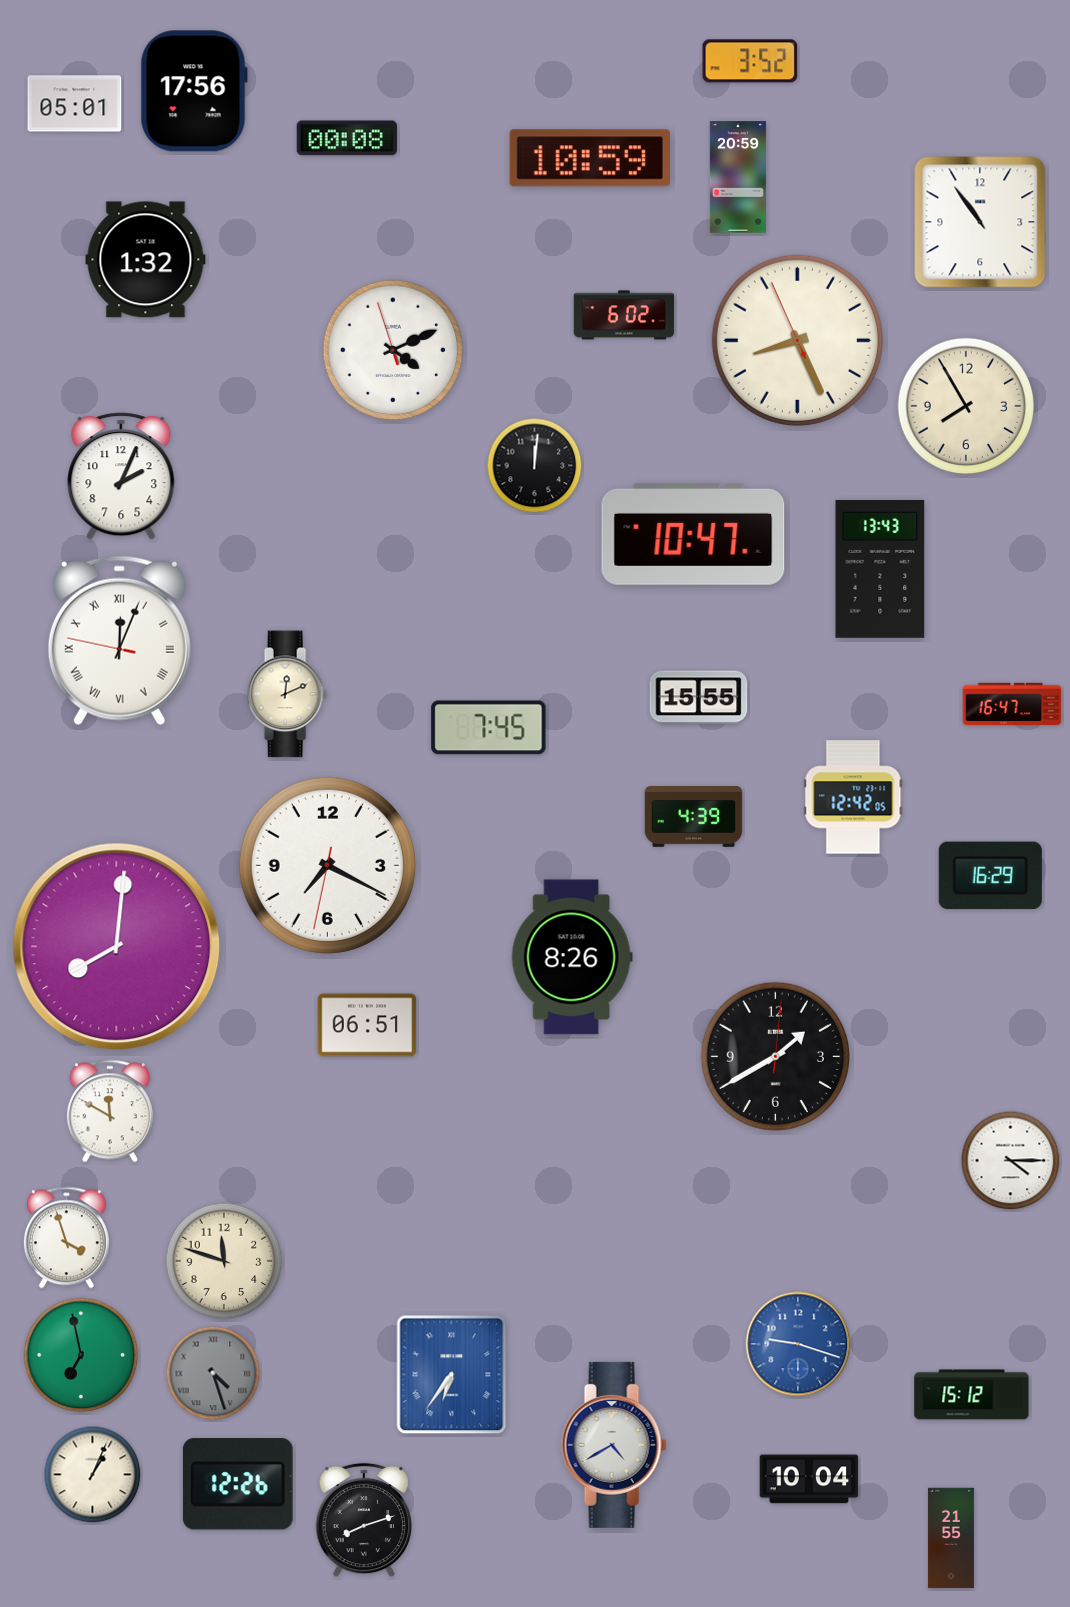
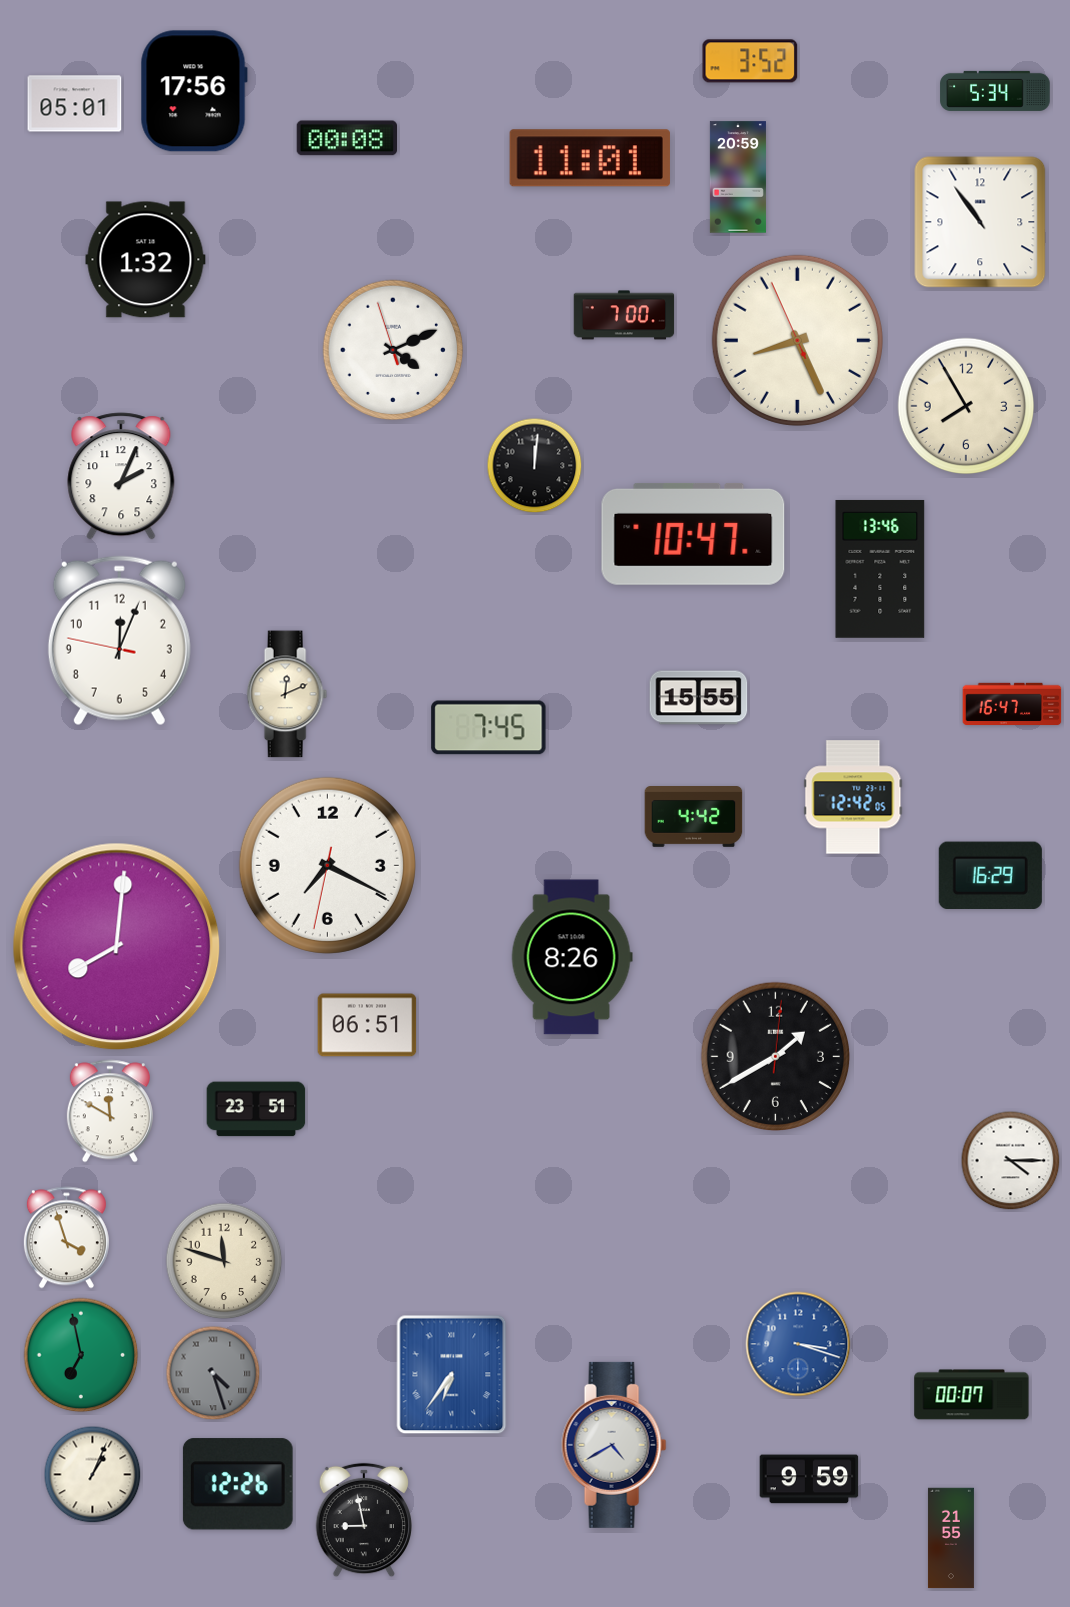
clock at (995, 91): none -> 5:34
clock at (590, 158): 10:59 -> 11:01
clock at (624, 315): 6:02 -> 7:00
clock at (880, 569): 13:43 -> 13:46
clock at (119, 641) numerals: Roman -> Arabic
clock at (694, 817): 4:39 -> 4:42
clock at (256, 1109): none -> 23:51
clock at (798, 1344): 9:18 -> 3:18
clock at (972, 1395): 15:12 -> 00:07
clock at (809, 1479): 10:04 -> 9:59
clock at (364, 1520): 8:12 -> 8:58
